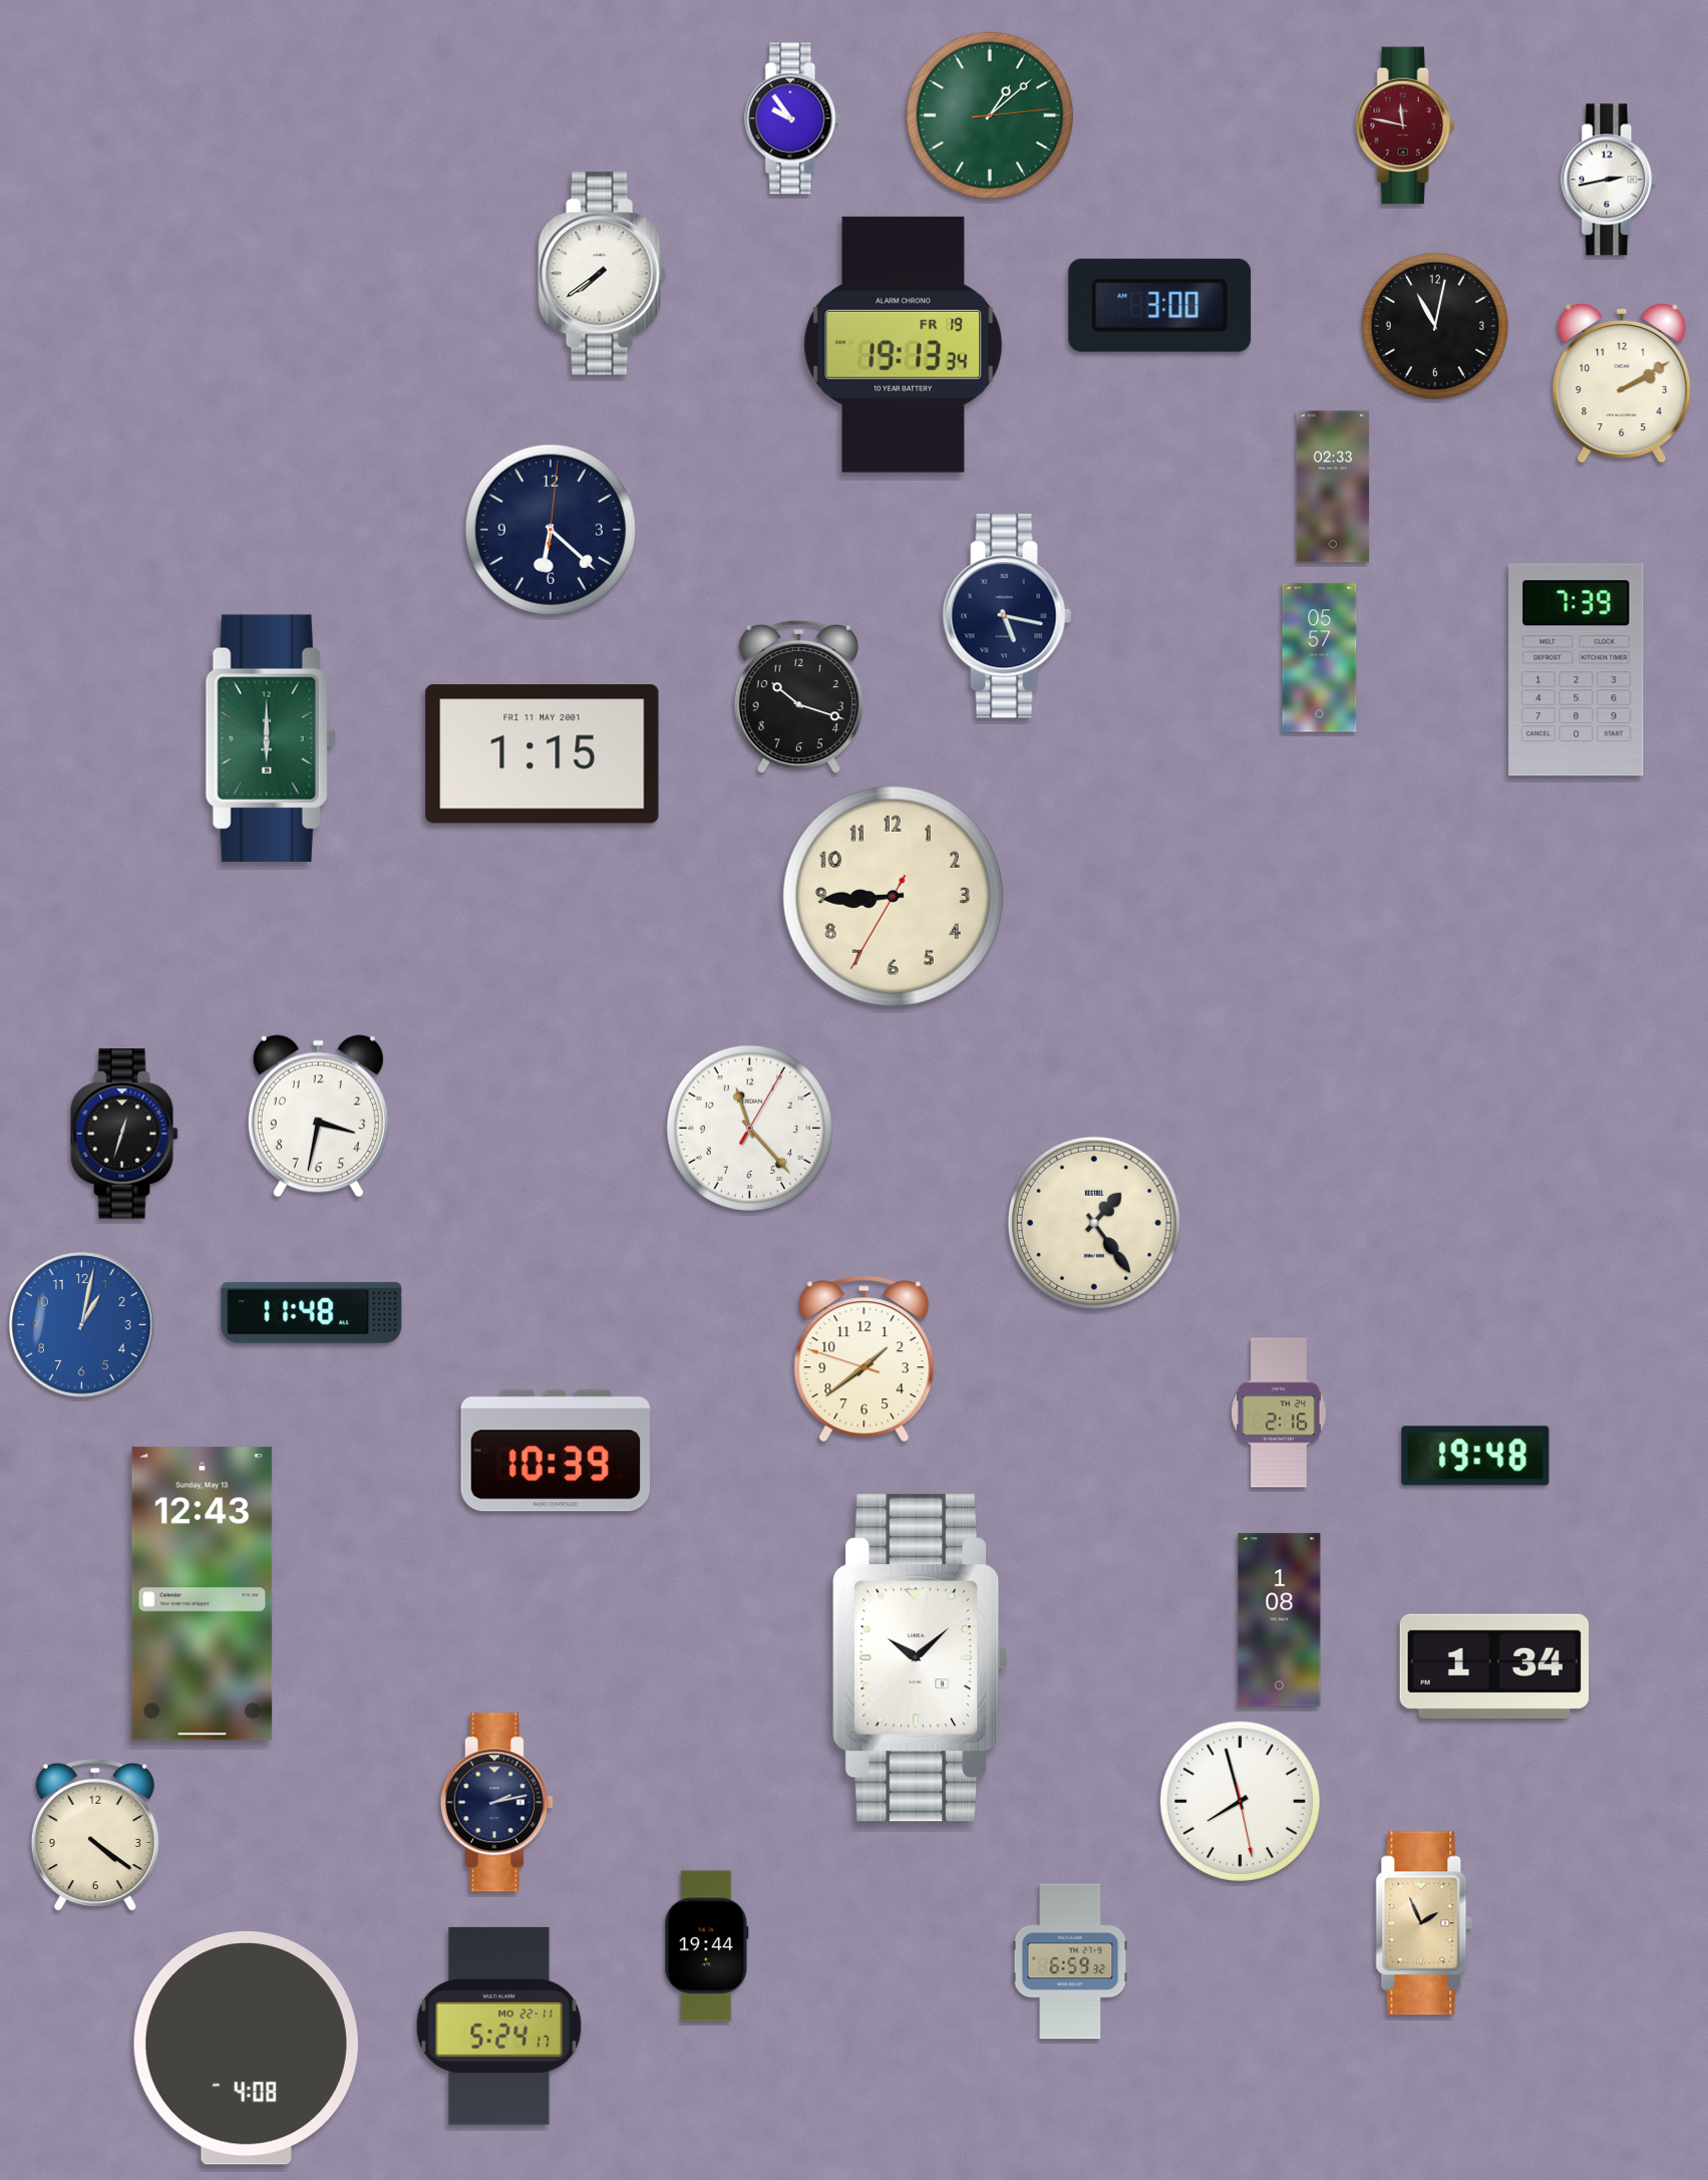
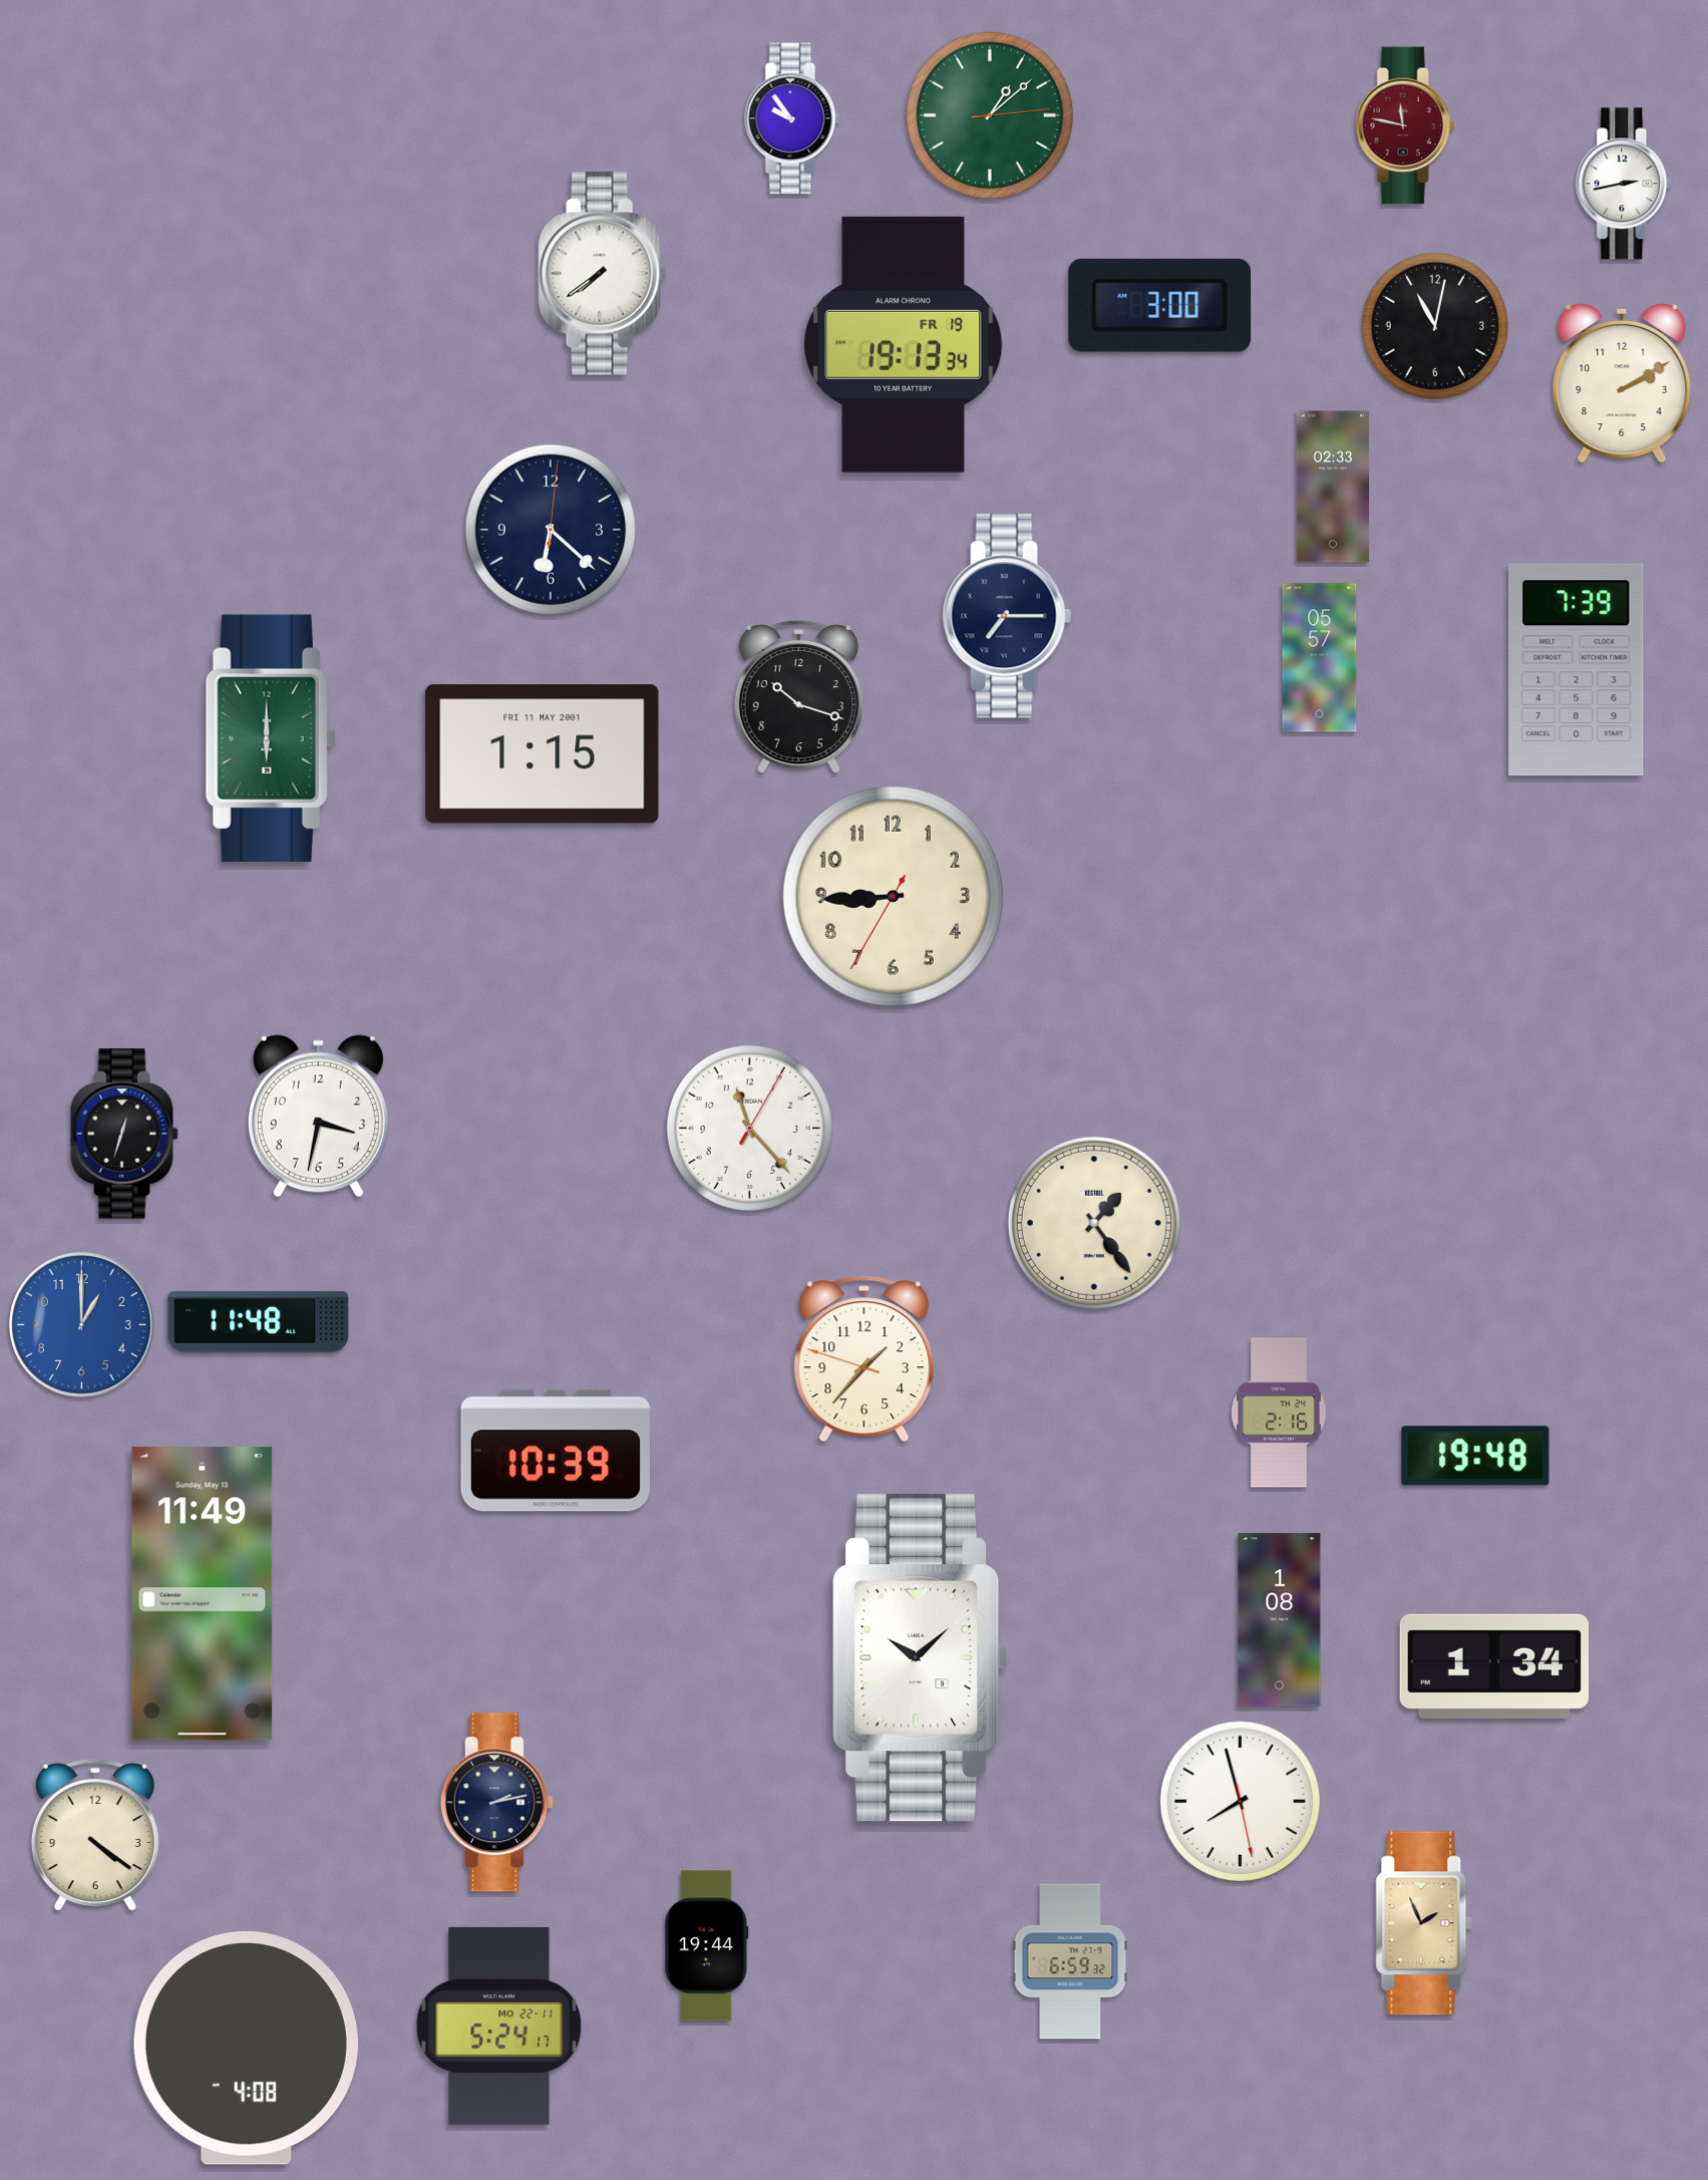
clock at (1610, 180) position: (1610, 180) -> (1625, 184)
clock at (1007, 616): 5:17 -> 7:15
clock at (312, 1312) position: (312, 1312) -> (259, 1321)
clock at (82, 1325): 1:02 -> 1:00
clock at (865, 1359): 1:38 -> 1:36
clock at (203, 1594): 12:43 -> 11:49
